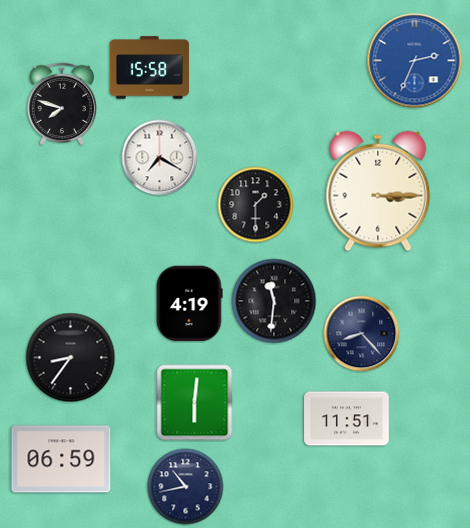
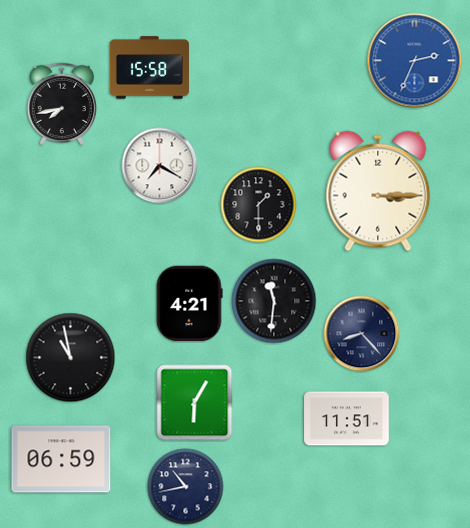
clock at (61, 103): 7:48 -> 7:43
clock at (160, 158) position: (160, 158) -> (160, 166)
clock at (256, 205) position: (256, 205) -> (259, 205)
clock at (190, 304): 4:19 -> 4:21
clock at (71, 358): 8:36 -> 10:58
clock at (195, 403): 6:01 -> 6:05
